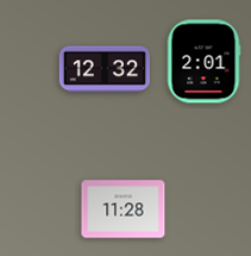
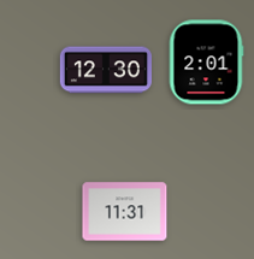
clock at (105, 69): 12:32 -> 12:30
clock at (124, 210): 11:28 -> 11:31
